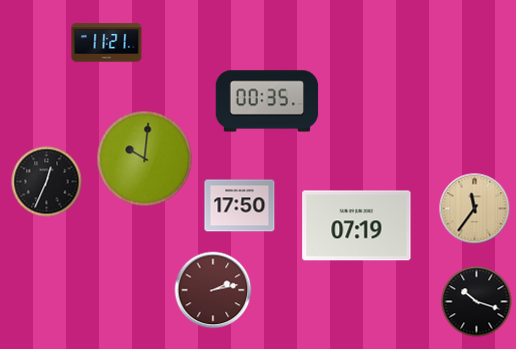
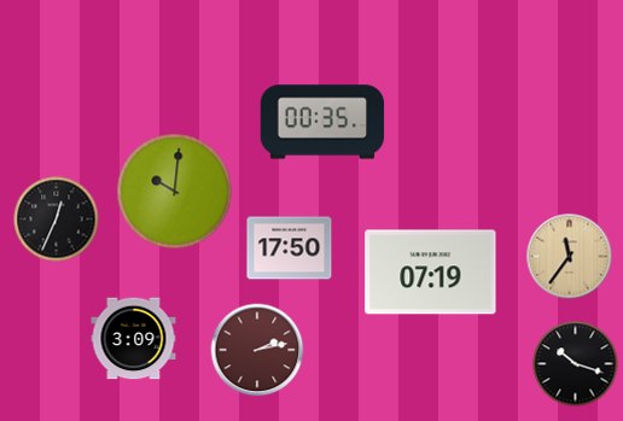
clock at (107, 43): 11:21 -> none
clock at (475, 209) position: (475, 209) -> (570, 257)
clock at (134, 339): none -> 3:09
